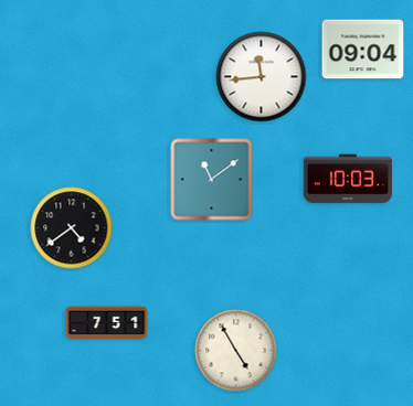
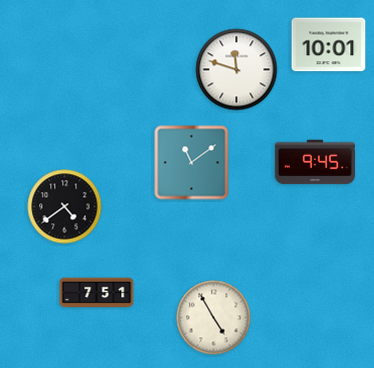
clock at (363, 50): 09:04 -> 10:01
clock at (262, 77): 11:44 -> 11:48
clock at (347, 179): 10:03 -> 9:45
